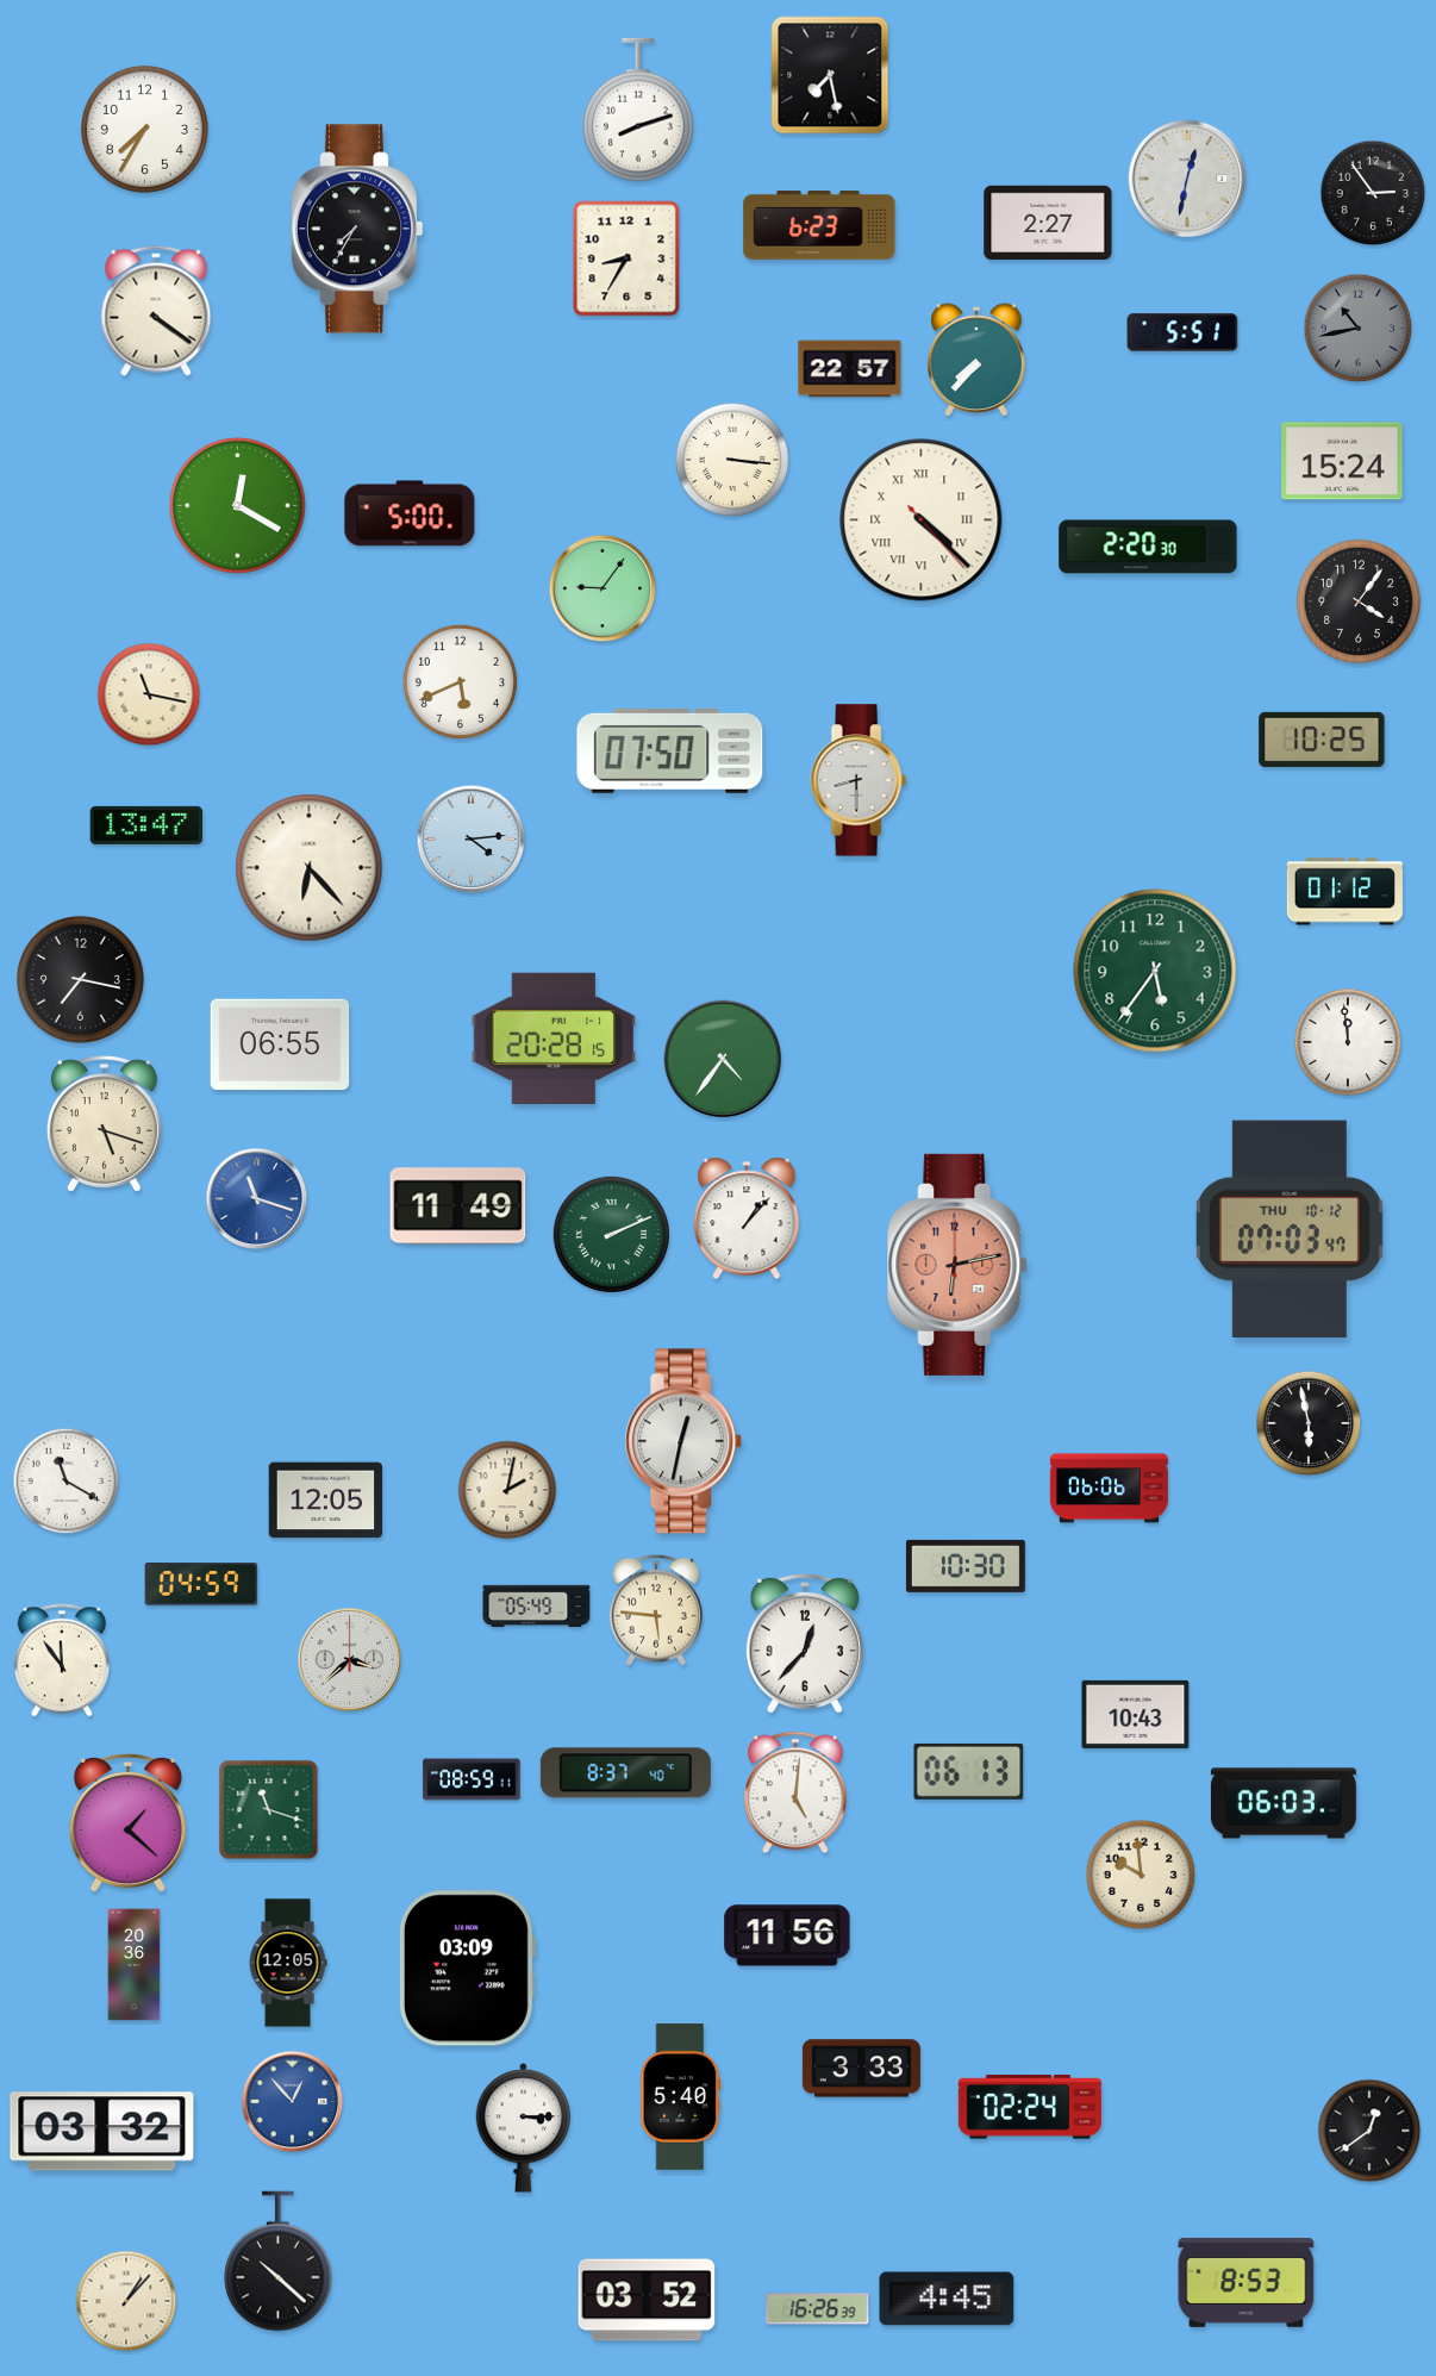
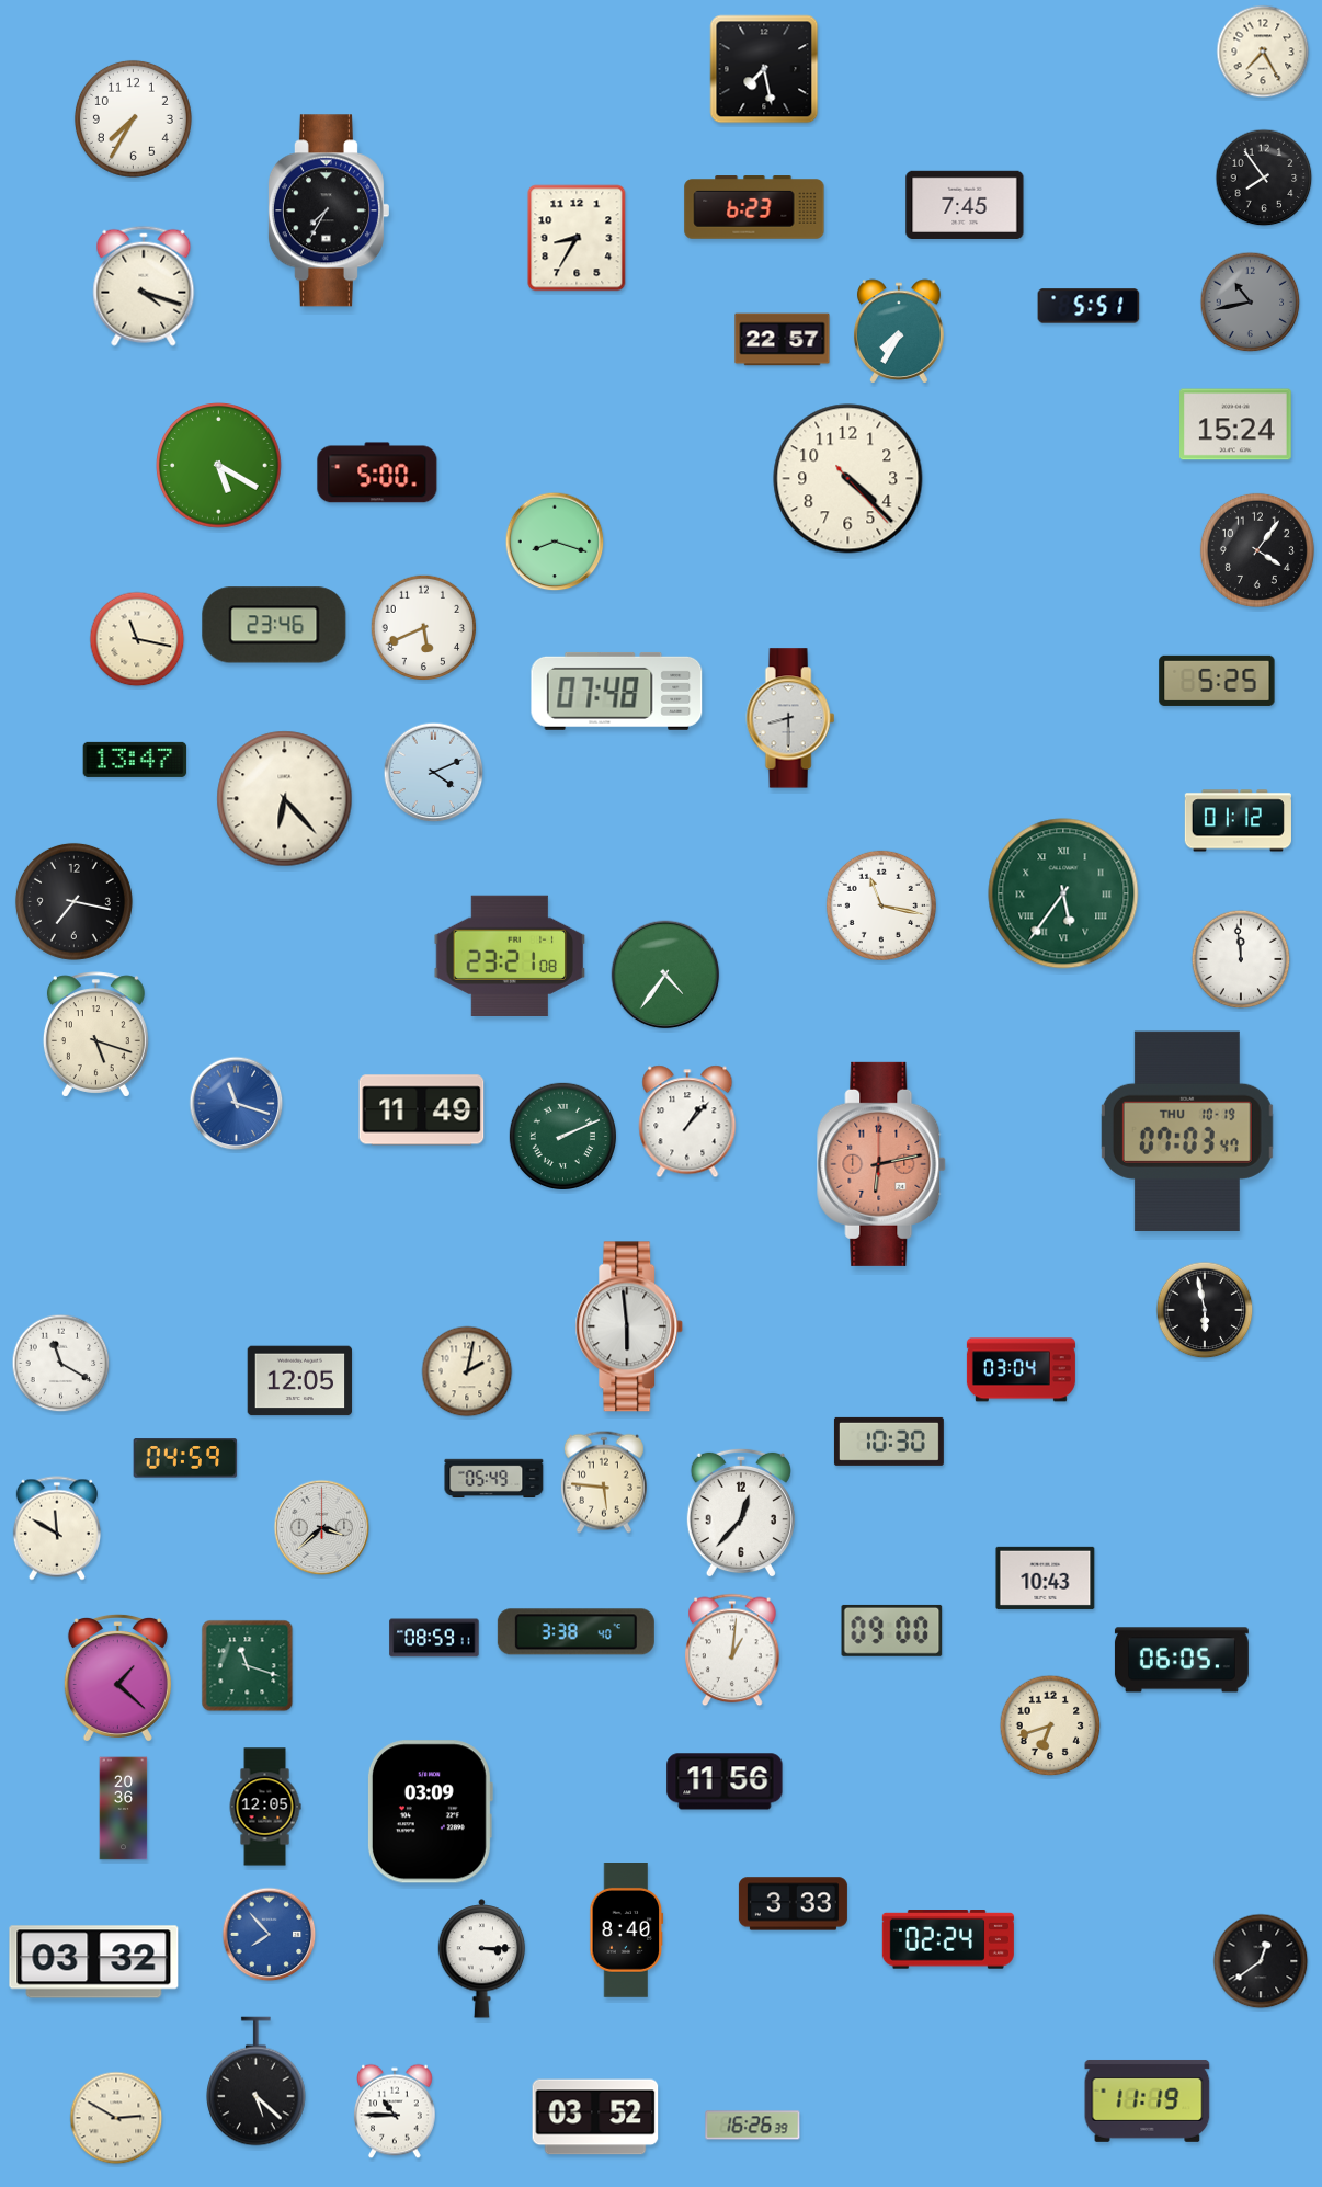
clock at (1263, 52): none -> 7:25
clock at (638, 110): 8:12 -> none
clock at (1187, 179): 12:32 -> none
clock at (1373, 193): 2:54 -> 7:54
clock at (1048, 223): 2:27 -> 7:45
clock at (156, 311): 4:21 -> 4:18
clock at (978, 360): 7:37 -> 7:35
clock at (732, 460): 3:16 -> none
clock at (238, 506): 12:20 -> 5:20
clock at (922, 520) numerals: Roman -> Arabic
clock at (1148, 547): 2:20 -> none
clock at (603, 588): 9:06 -> 8:18
clock at (1359, 601) position: (1359, 601) -> (1257, 550)
clock at (274, 625): none -> 23:46
clock at (1322, 740): 10:25 -> 5:25
clock at (670, 750): 07:50 -> 07:48
clock at (472, 840): 4:14 -> 4:11
clock at (1155, 971) numerals: Arabic -> Roman
clock at (881, 905): none -> 11:17
clock at (554, 1037): 20:28 -> 23:21
clock at (280, 1044): 06:55 -> none
clock at (1290, 1228) date: THU 10-12 -> THU 10-19
clock at (683, 1441): 12:32 -> 5:59
clock at (1109, 1489): 06:06 -> 03:04
clock at (62, 1660): 11:54 -> 11:50
clock at (969, 1771): 06:13 -> 09:00
clock at (625, 1773): 8:37 -> 3:38
clock at (795, 1792): 5:01 -> 1:01
clock at (1284, 1803): 06:03 -> 06:05
clock at (1141, 1875): 9:59 -> 6:42
clock at (681, 2097): 5:40 -> 8:40
clock at (293, 2102): 12:53 -> 7:53
clock at (279, 2262): 10:22 -> 5:22
clock at (1247, 2282): 8:53 -> 11:19
clock at (395, 2111): none -> 10:45
clock at (947, 2299): 4:45 -> none
clock at (126, 2301): 1:07 -> 2:50
